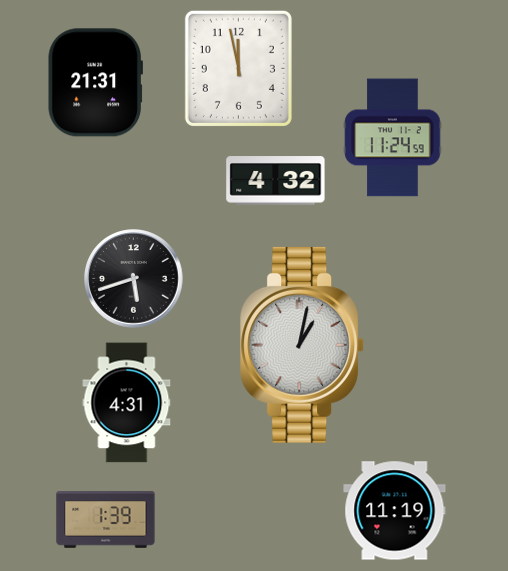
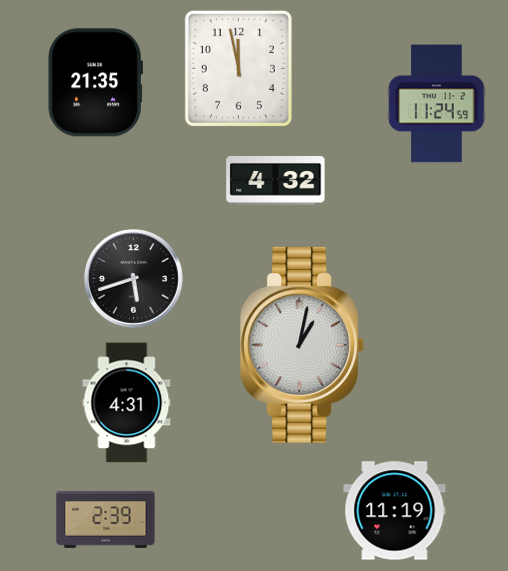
clock at (95, 83): 21:31 -> 21:35
clock at (393, 138) position: (393, 138) -> (437, 104)
clock at (106, 520): 1:39 -> 2:39
